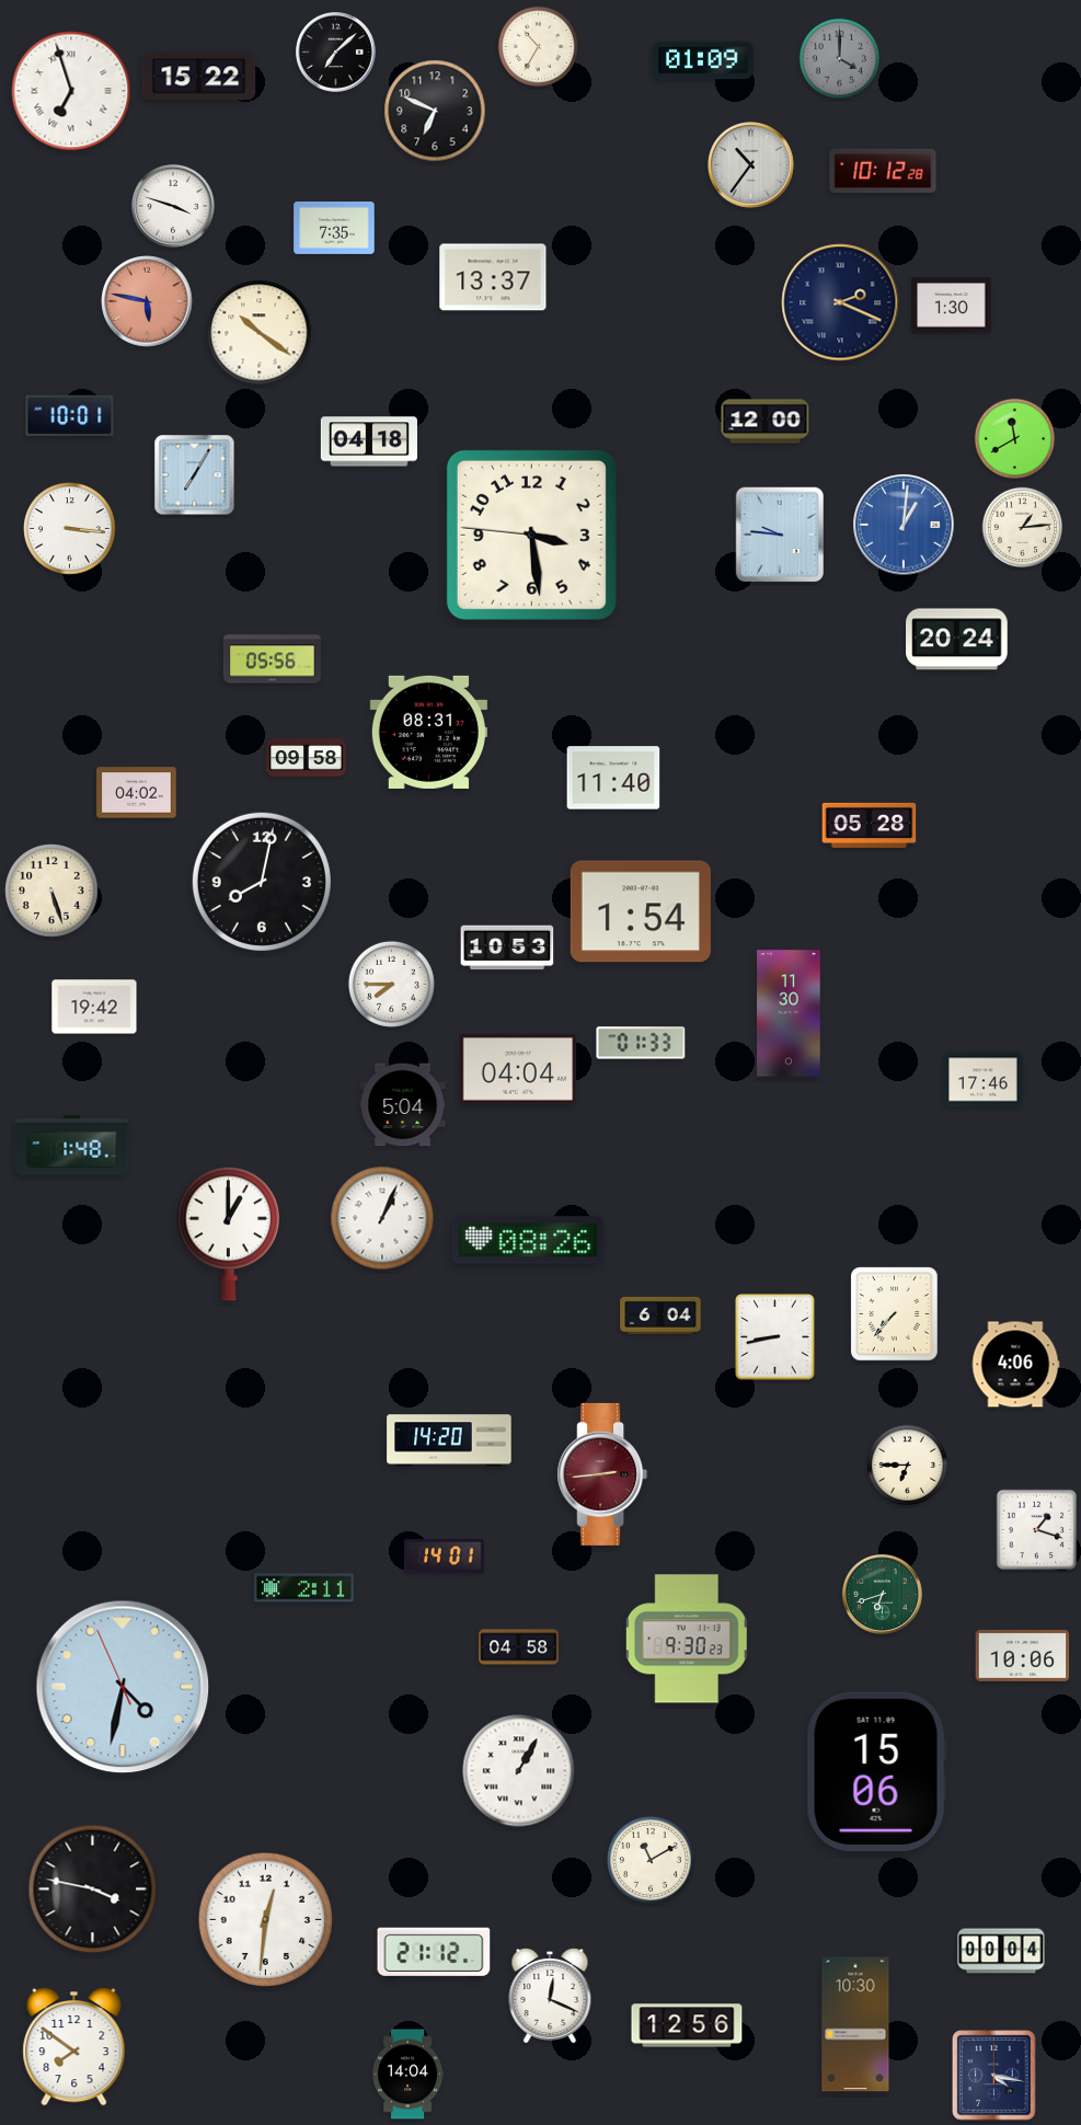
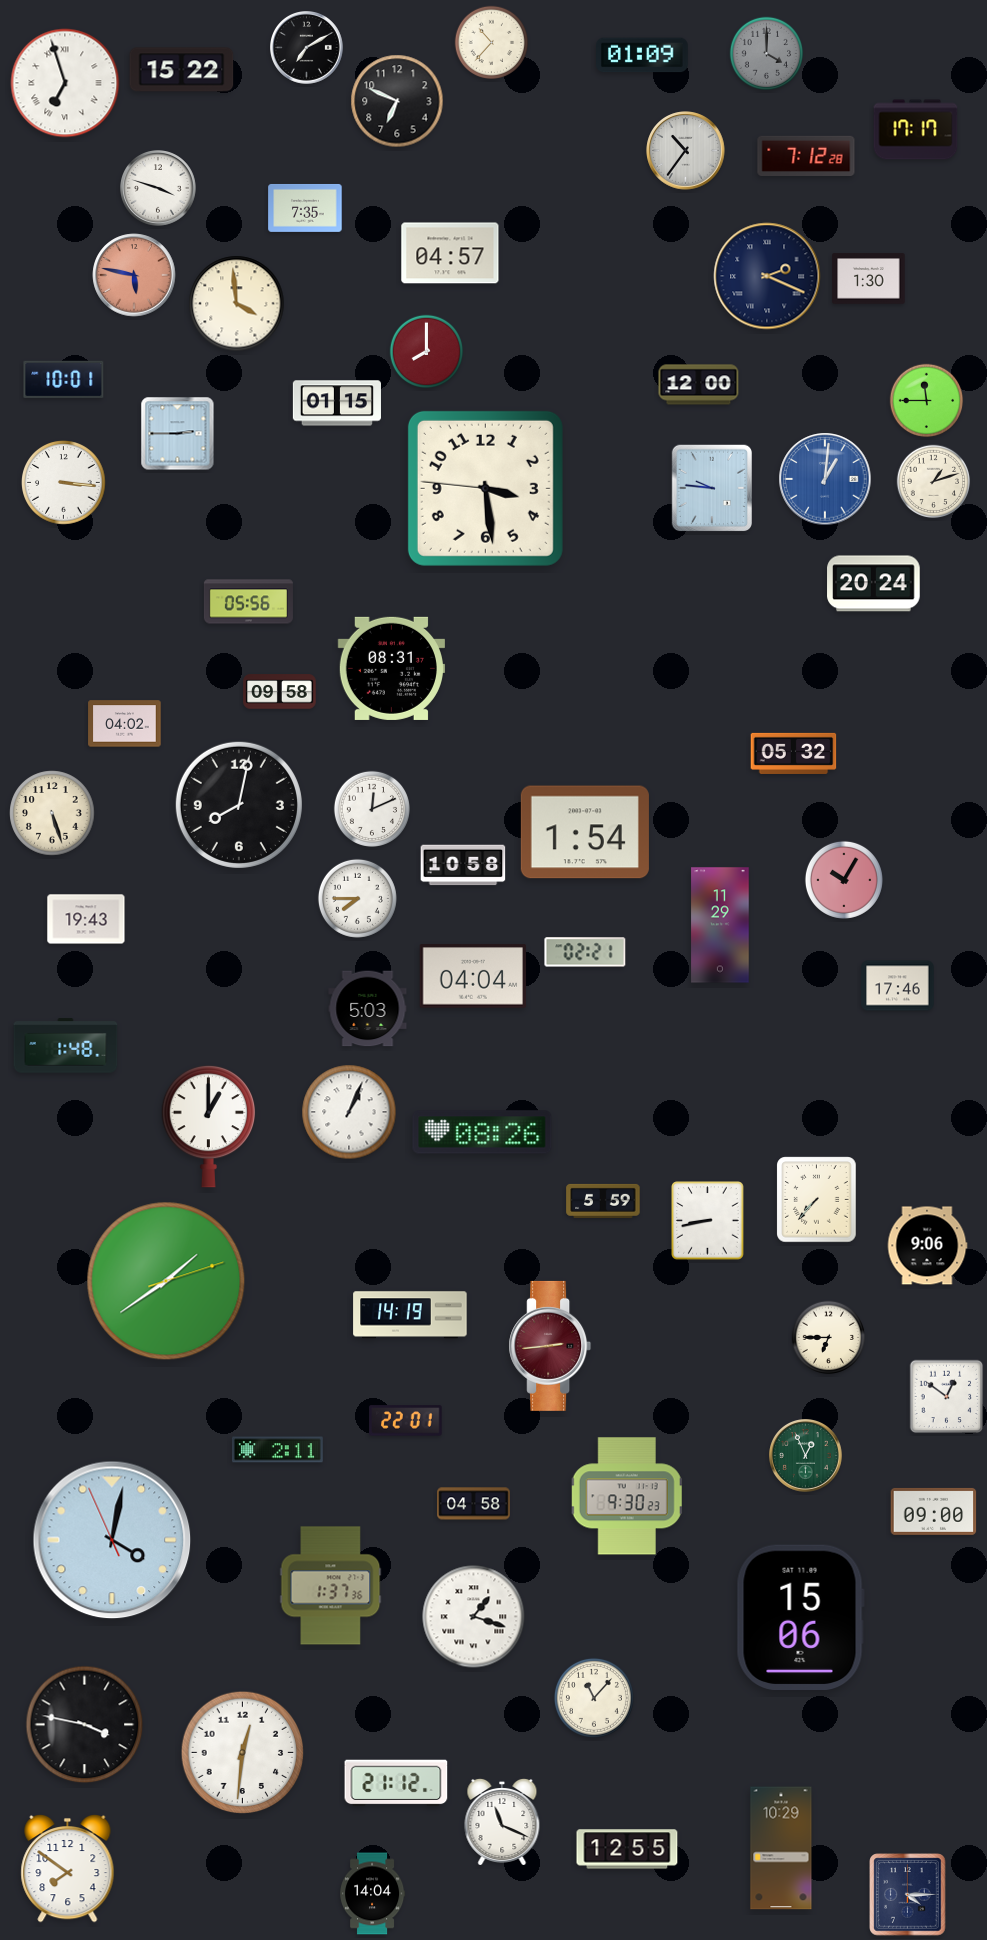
clock at (539, 47): 10:35 -> 10:37
clock at (336, 53): 7:08 -> 7:10
clock at (916, 130): none -> 17:17
clock at (883, 170): 10:12 -> 7:12
clock at (493, 277): 13:37 -> 04:57
clock at (260, 333): 10:21 -> 3:59
clock at (427, 352): none -> 8:00
clock at (1015, 439): 11:40 -> 11:45
clock at (369, 441): 04:18 -> 01:15
clock at (195, 475): 7:05 -> 2:45
clock at (1023, 528): 1:14 -> 1:12
clock at (613, 778): 11:40 -> none
clock at (870, 825): 05:28 -> 05:32
clock at (372, 809): none -> 12:11
clock at (51, 891) position: (51, 891) -> (52, 813)
clock at (507, 947): 10:53 -> 10:58
clock at (844, 880): none -> 10:05
clock at (94, 1007): 19:42 -> 19:43
clock at (789, 1013): 11:30 -> 11:29
clock at (641, 1043): 01:33 -> 02:21
clock at (403, 1105): 5:04 -> 5:03
clock at (660, 1316): 6:04 -> 5:59
clock at (1015, 1365): 4:06 -> 9:06
clock at (166, 1281): none -> 1:39
clock at (449, 1440): 14:20 -> 14:19
clock at (1037, 1530): 1:18 -> 12:51
clock at (445, 1557): 14:01 -> 22:01
clock at (883, 1595): 6:42 -> 12:56
clock at (1023, 1655): 10:06 -> 09:00
clock at (123, 1687): 4:31 -> 4:01
clock at (331, 1586): none -> 1:37
clock at (519, 1771): 1:05 -> 1:18
clock at (651, 1860): 11:10 -> 11:07
clock at (1001, 1951): 00:04 -> none
clock at (550, 1996): 12:19 -> 11:19
clock at (855, 2024): 10:30 -> 10:29
clock at (687, 2025): 12:56 -> 12:55
clock at (994, 2076): 4:17 -> 4:15
